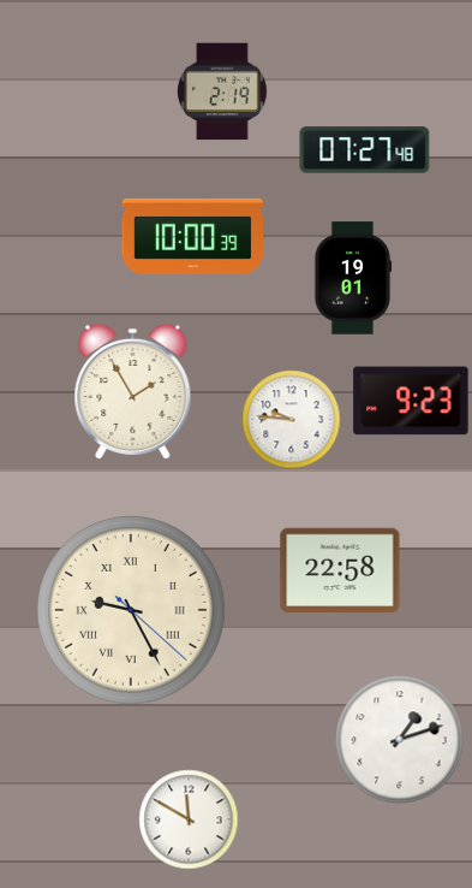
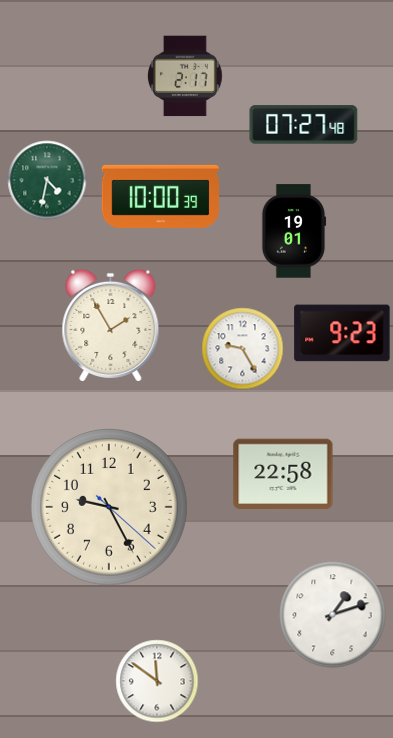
clock at (223, 91): 2:19 -> 2:17
clock at (47, 180): none -> 4:32
clock at (292, 420): 9:46 -> 9:25
clock at (131, 610) numerals: Roman -> Arabic
clock at (189, 819): 11:50 -> 11:51
